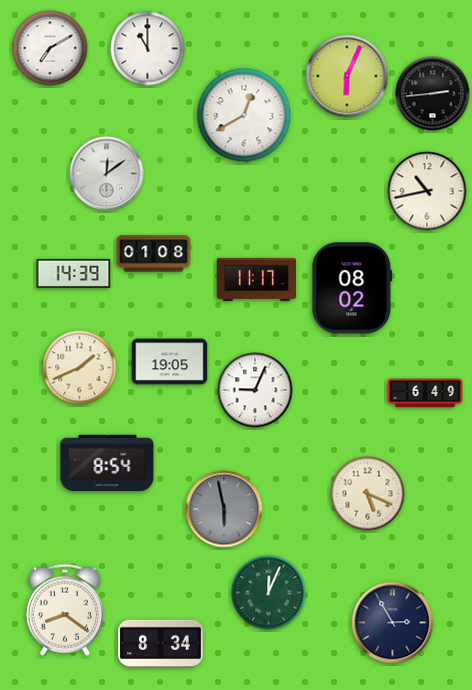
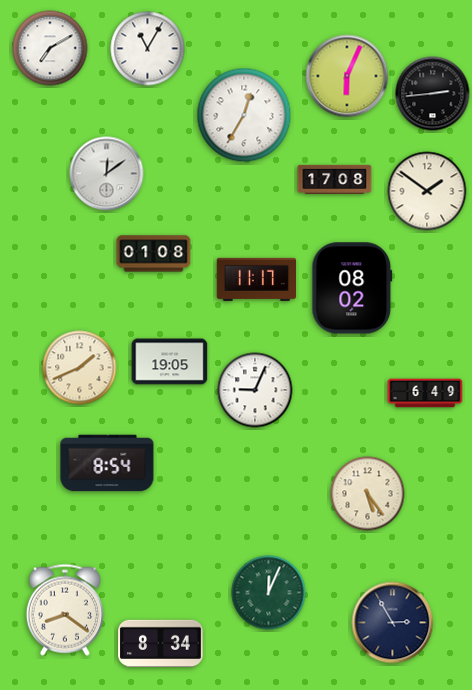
clock at (148, 49): 11:00 -> 11:05
clock at (244, 115): 12:40 -> 12:35
clock at (335, 179): none -> 17:08
clock at (427, 191): 10:43 -> 1:51
clock at (74, 273): 14:39 -> none
clock at (368, 494): 5:19 -> 5:24
clock at (224, 509): 5:58 -> none
